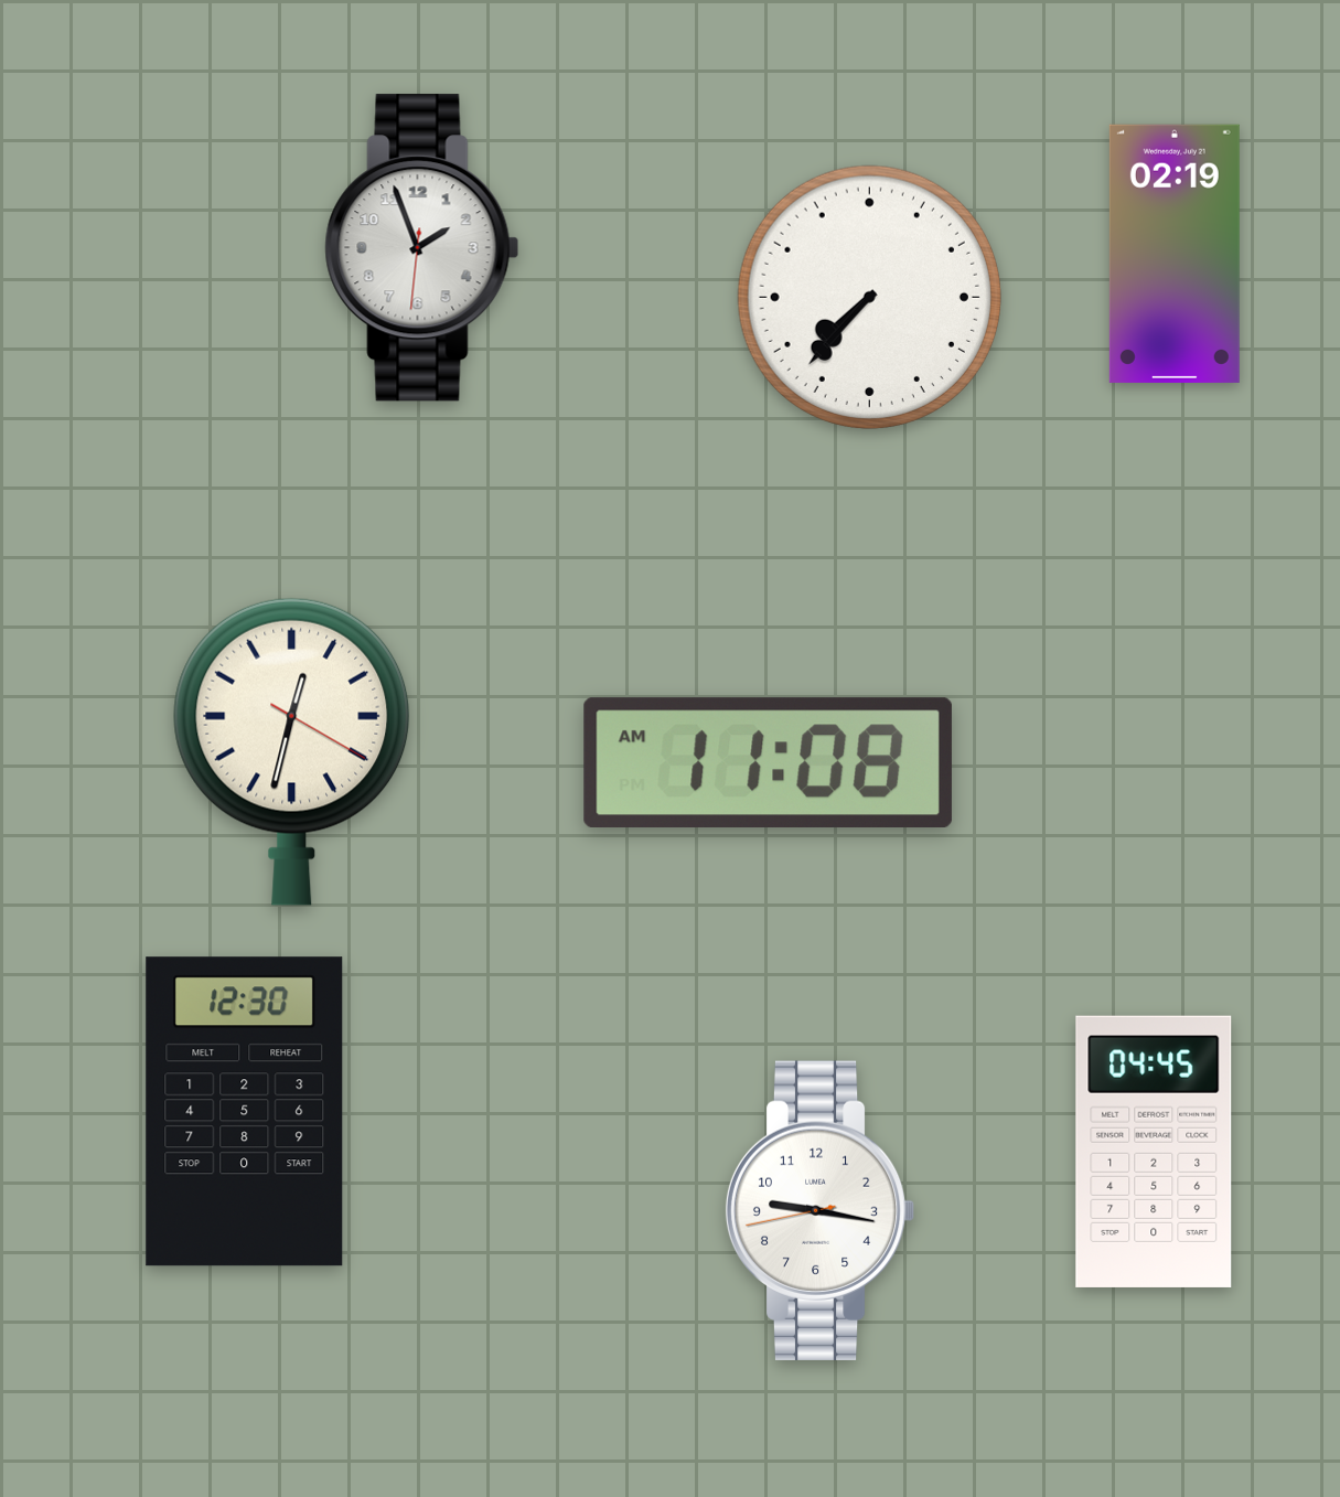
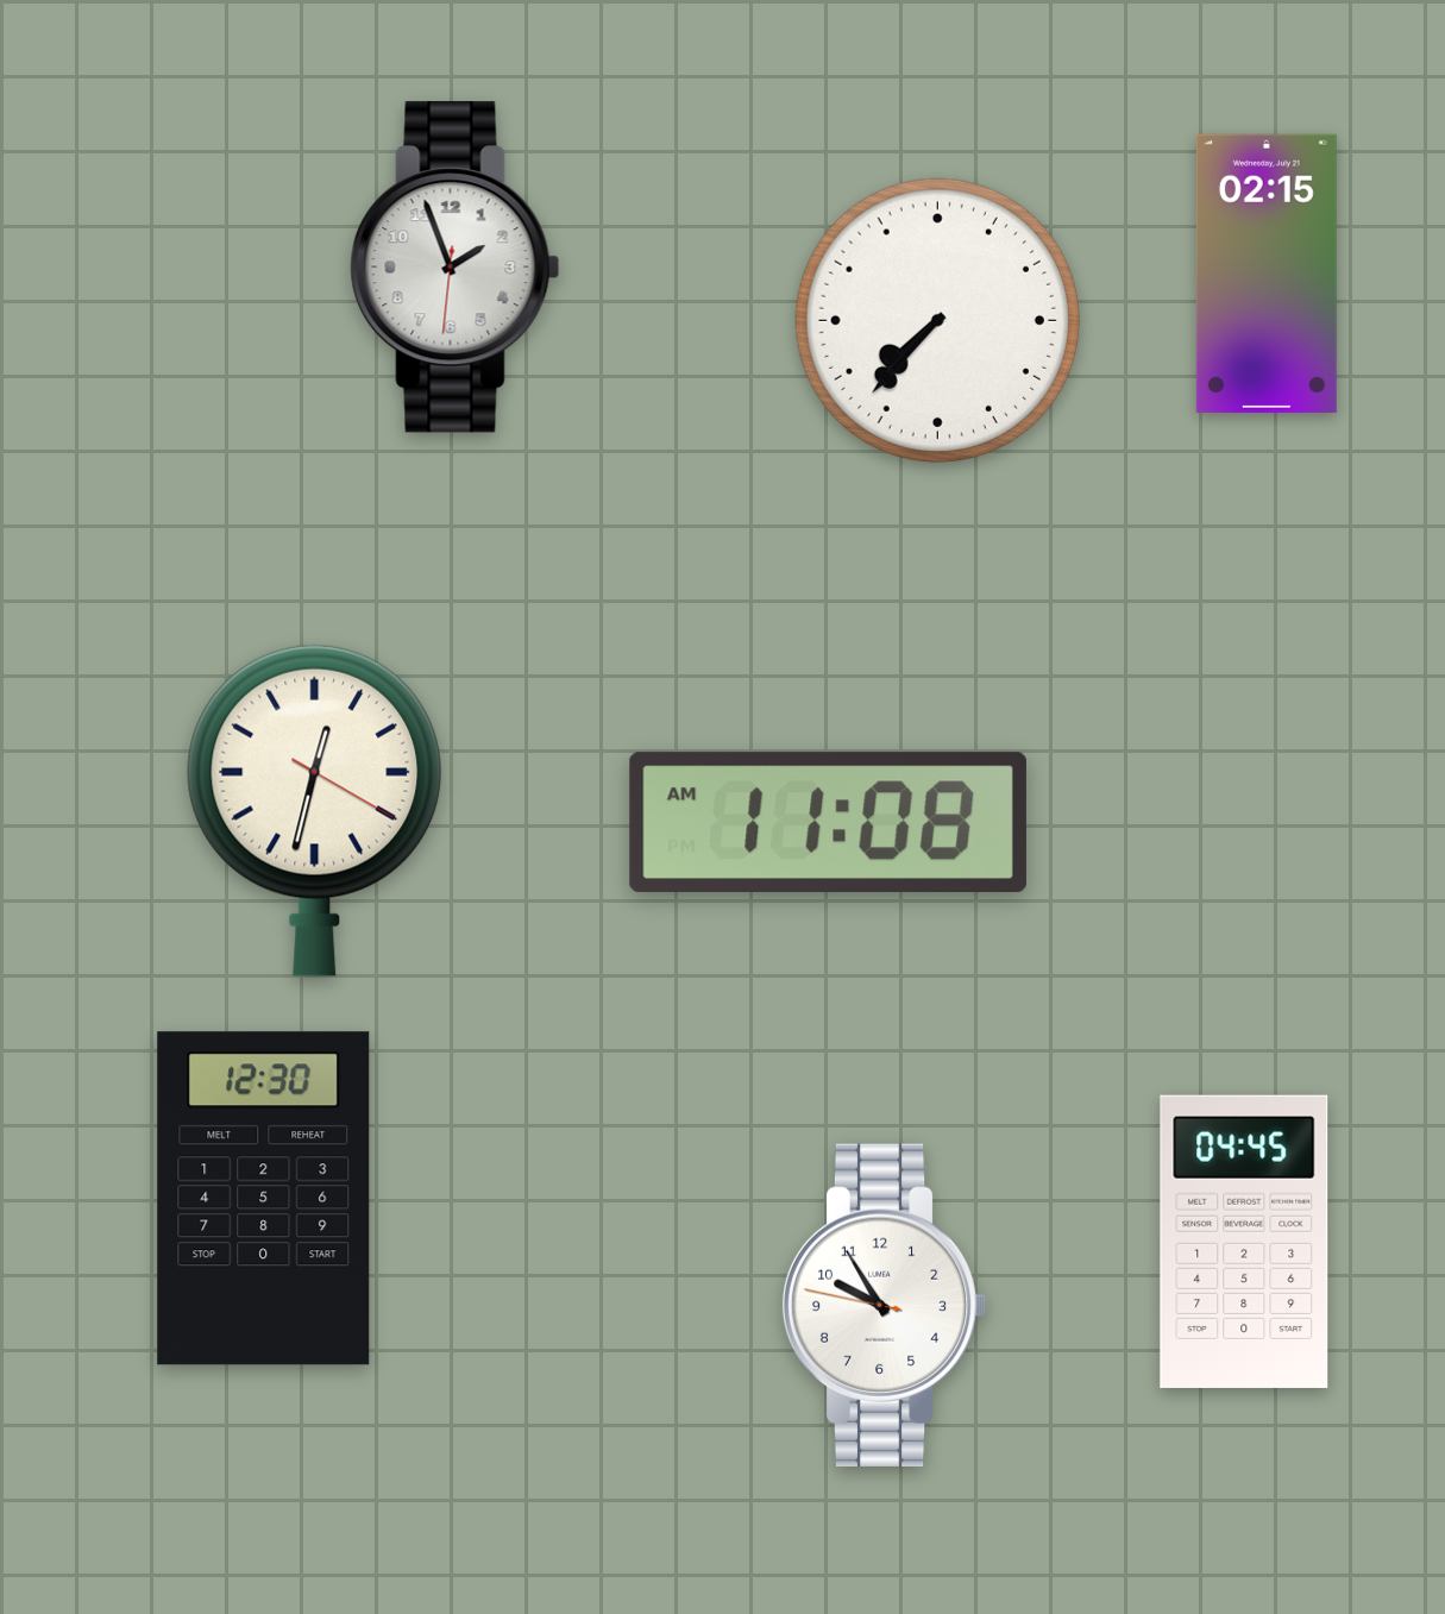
clock at (1175, 254): 02:19 -> 02:15
clock at (819, 1210): 9:16 -> 9:54
